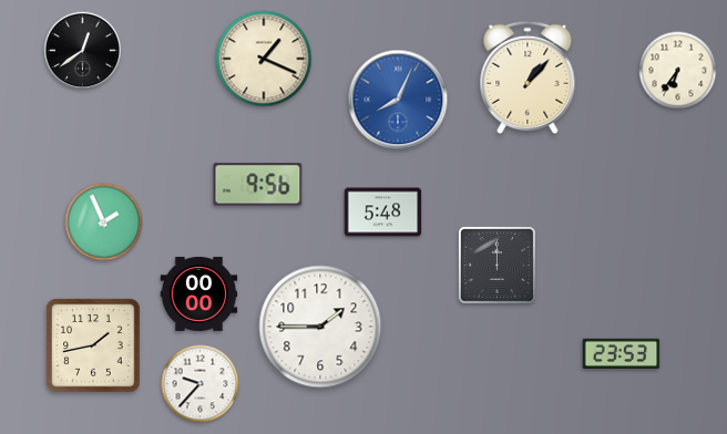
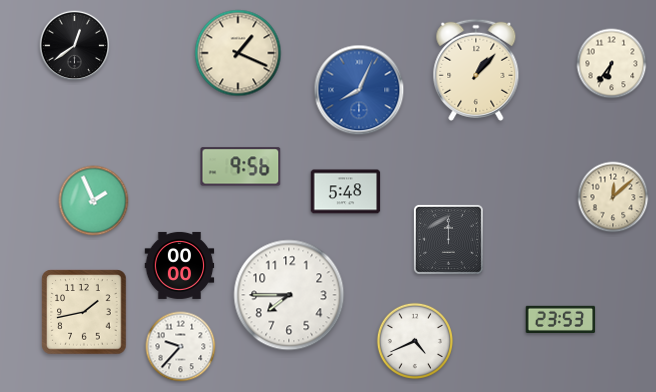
clock at (258, 185) position: (258, 185) -> (241, 167)
clock at (613, 197): none -> 12:08
clock at (320, 327): 1:45 -> 7:45
clock at (415, 341): none -> 4:41
